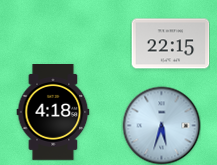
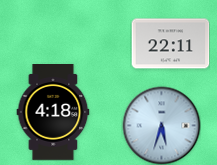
clock at (170, 44): 22:15 -> 22:11
